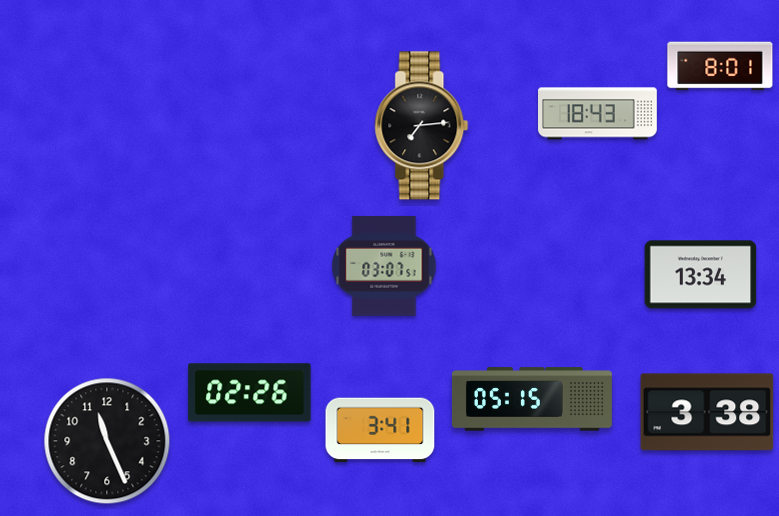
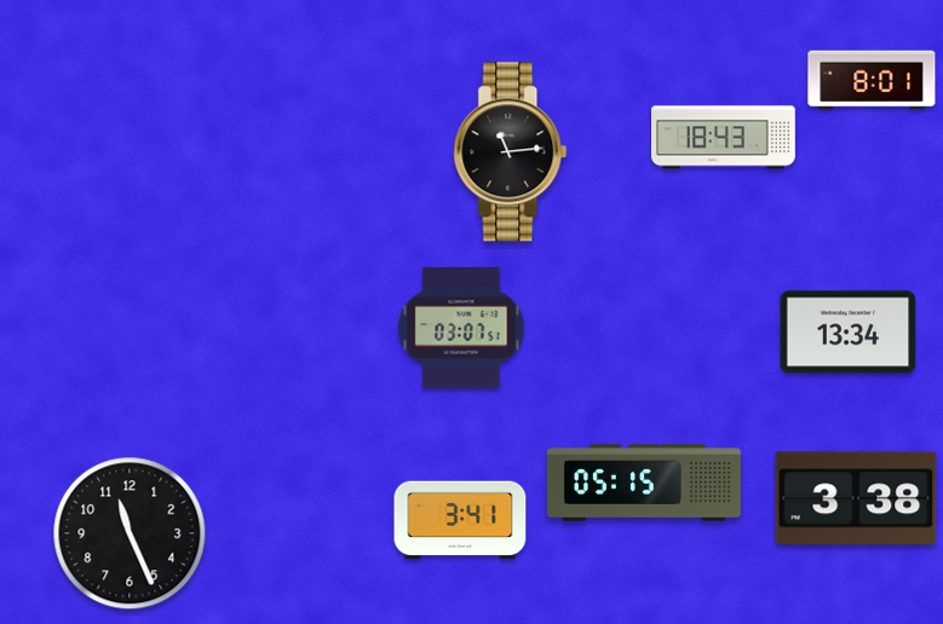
clock at (422, 126): 7:14 -> 11:14
clock at (384, 266) position: (384, 266) -> (461, 328)
clock at (250, 393): 02:26 -> none
